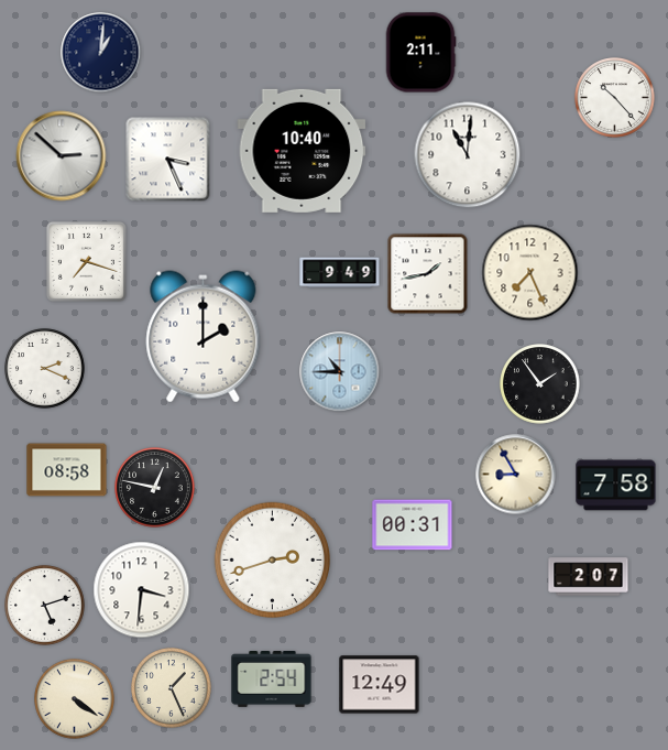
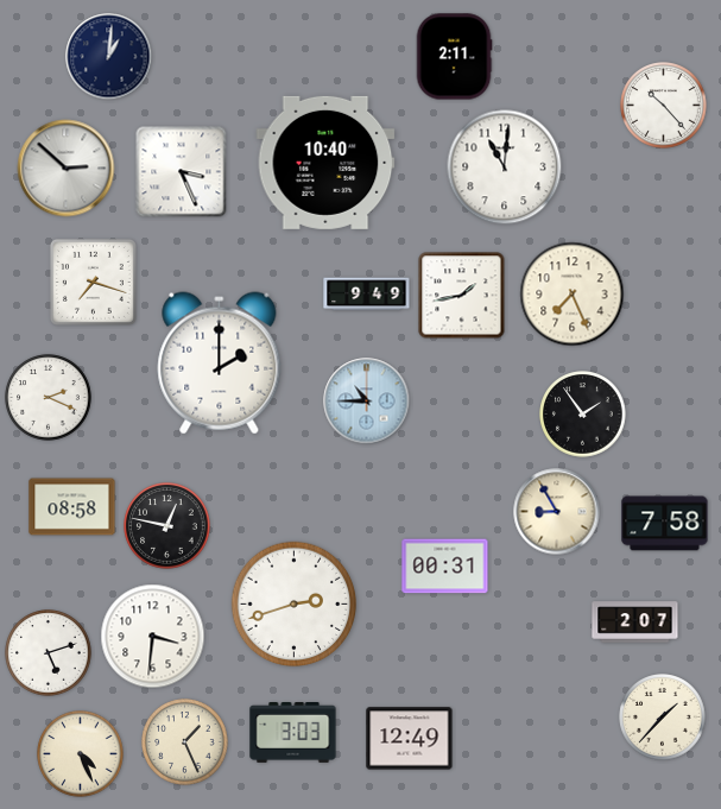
clock at (663, 718): none -> 1:37
clock at (272, 680): 2:54 -> 3:03
clock at (75, 699): 4:21 -> 4:26
